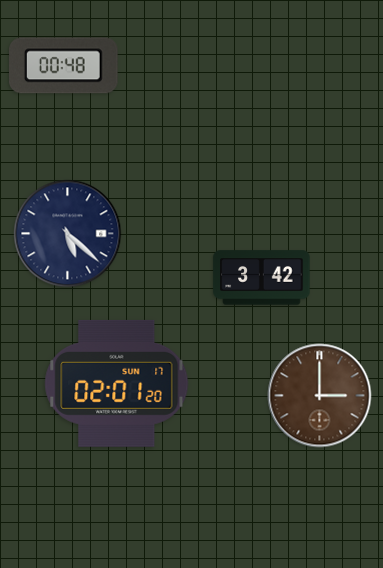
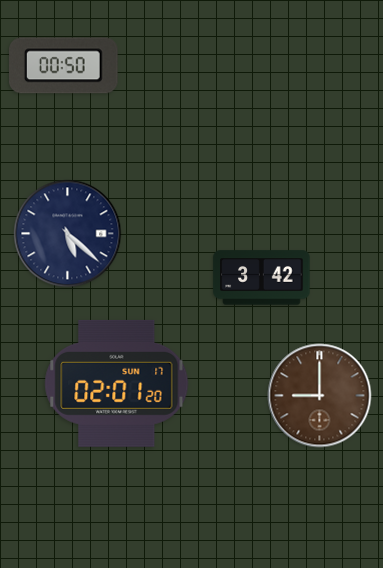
clock at (64, 66): 00:48 -> 00:50
clock at (320, 396): 3:00 -> 9:00
